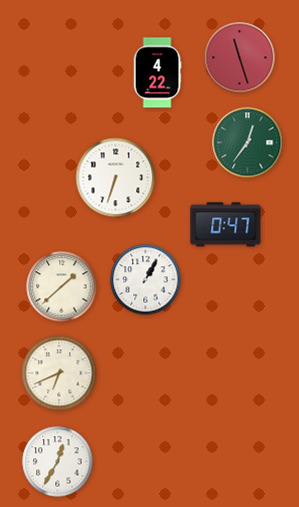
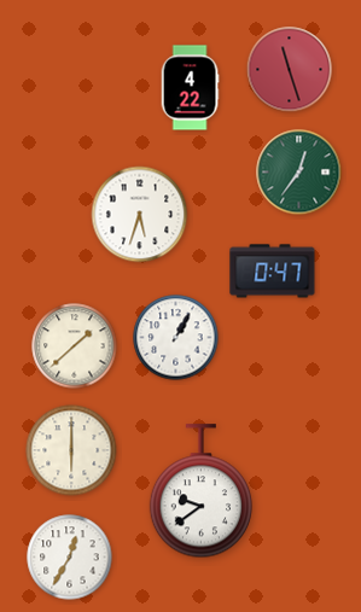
clock at (116, 178): 6:33 -> 5:33
clock at (59, 373): 6:41 -> 6:00
clock at (200, 491): none -> 9:39
